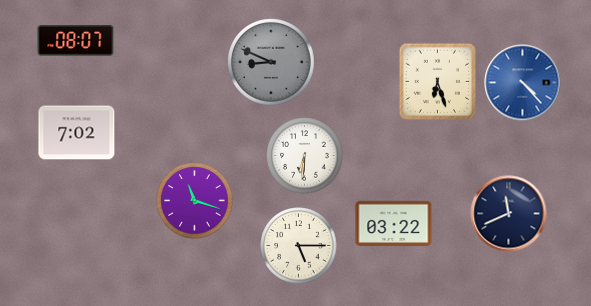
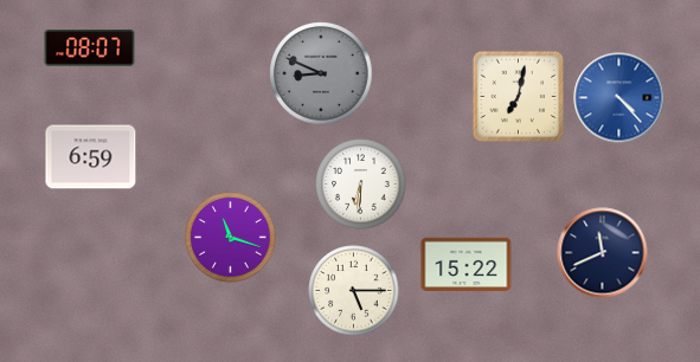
clock at (437, 81): 6:27 -> 7:02
clock at (77, 133): 7:02 -> 6:59
clock at (394, 223): 03:22 -> 15:22
